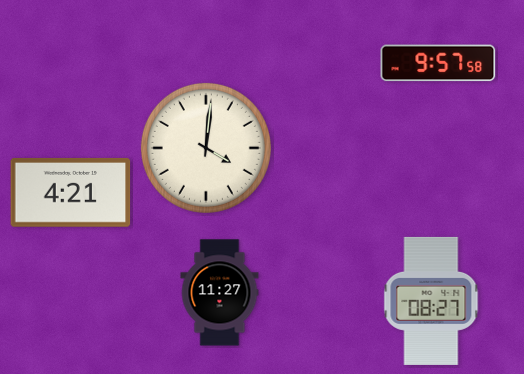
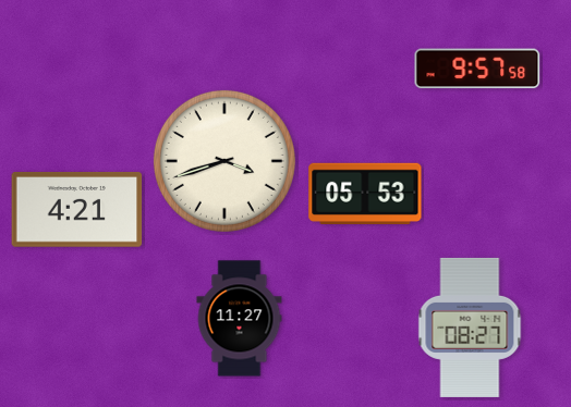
clock at (206, 148): 4:01 -> 3:42
clock at (365, 193): none -> 05:53
